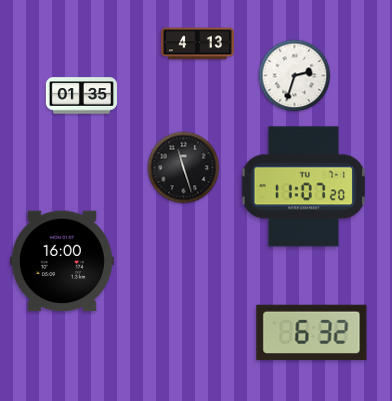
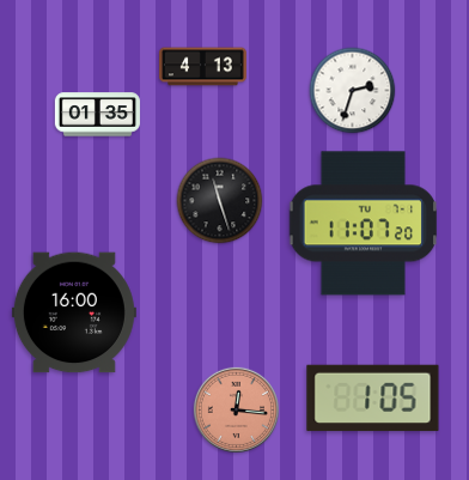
clock at (198, 44) position: (198, 44) -> (203, 67)
clock at (312, 333): 6:32 -> 1:05
clock at (236, 409): none -> 12:16
